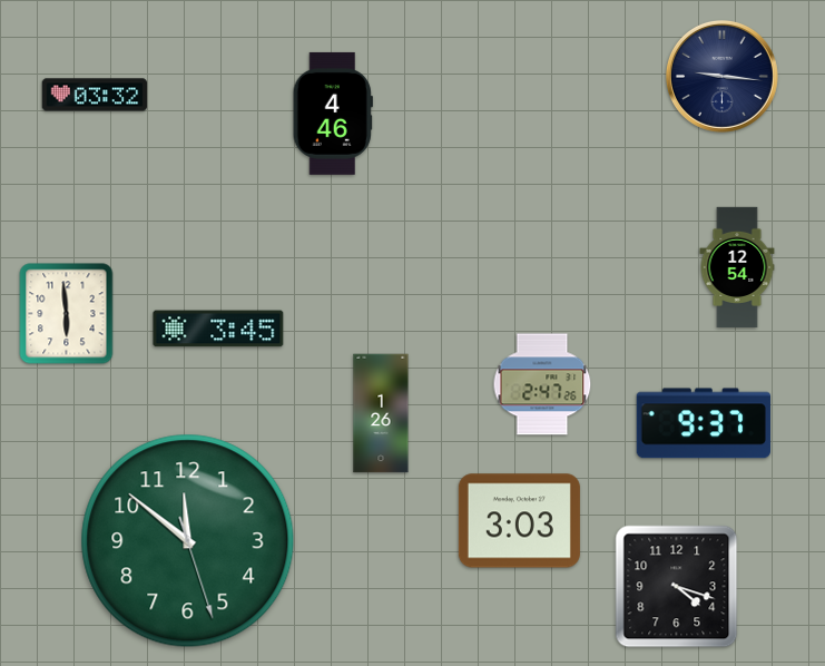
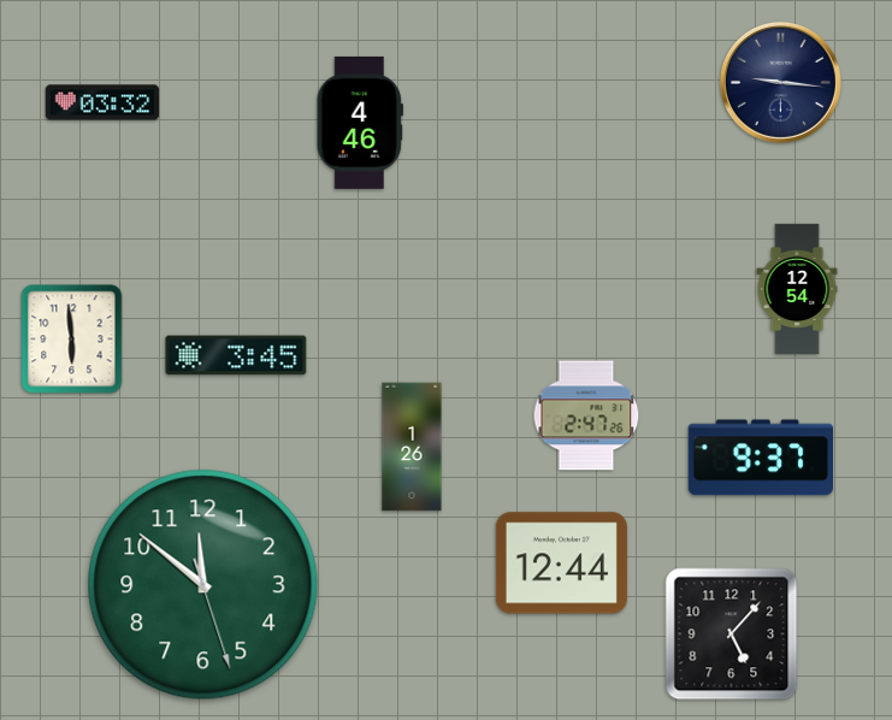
clock at (519, 521): 3:03 -> 12:44
clock at (677, 587): 4:18 -> 5:07
